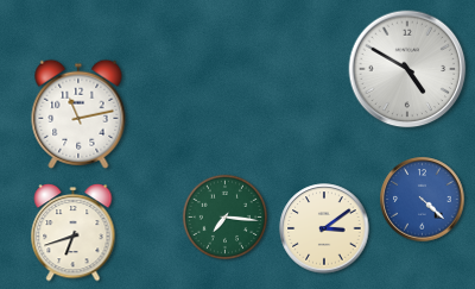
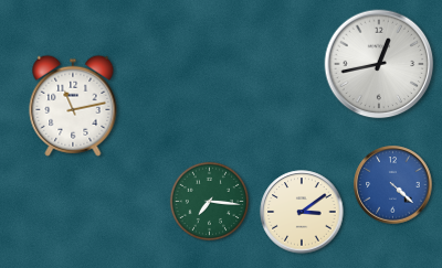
clock at (407, 69): 4:50 -> 12:43
clock at (74, 233): 6:42 -> none
